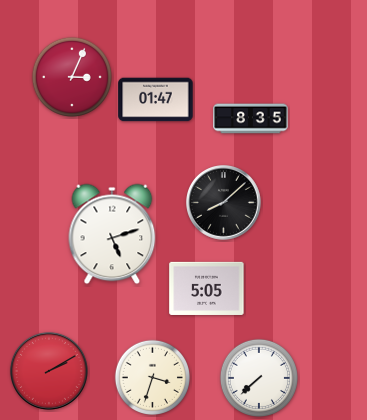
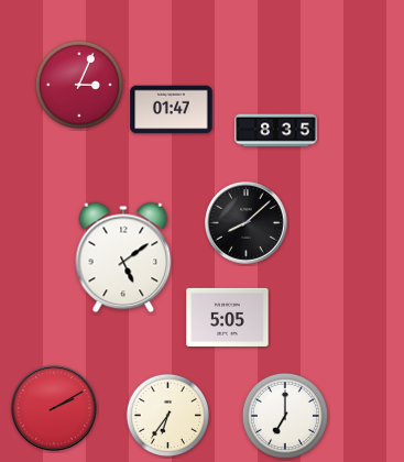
clock at (112, 234): 5:12 -> 5:09
clock at (152, 377): 3:33 -> 6:36
clock at (259, 378): 7:38 -> 7:00
